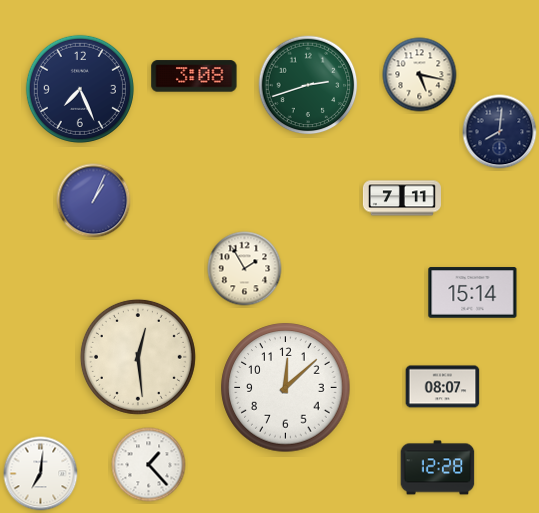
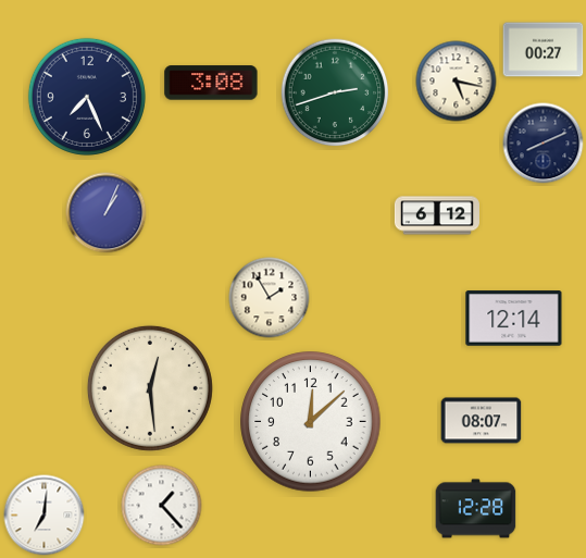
clock at (544, 50): none -> 00:27
clock at (500, 132): 8:01 -> 8:11
clock at (402, 198): 7:11 -> 6:12
clock at (94, 201) position: (94, 201) -> (107, 213)
clock at (245, 269) position: (245, 269) -> (270, 298)
clock at (473, 293): 15:14 -> 12:14
